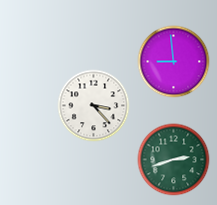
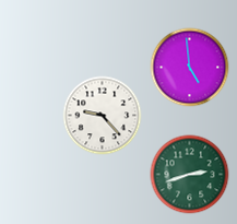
clock at (174, 62): 8:59 -> 4:59
clock at (94, 106): 3:23 -> 9:23
